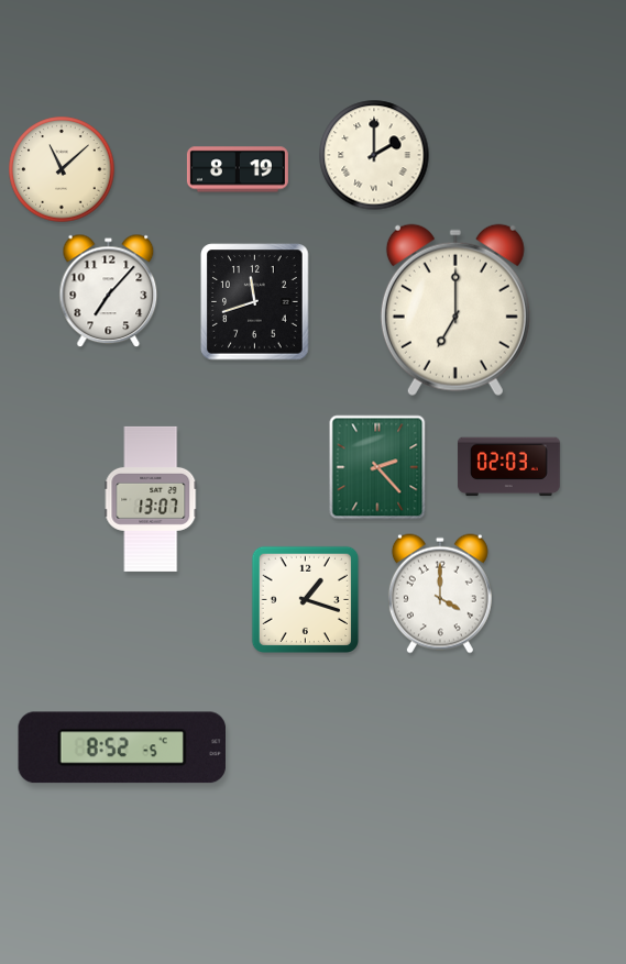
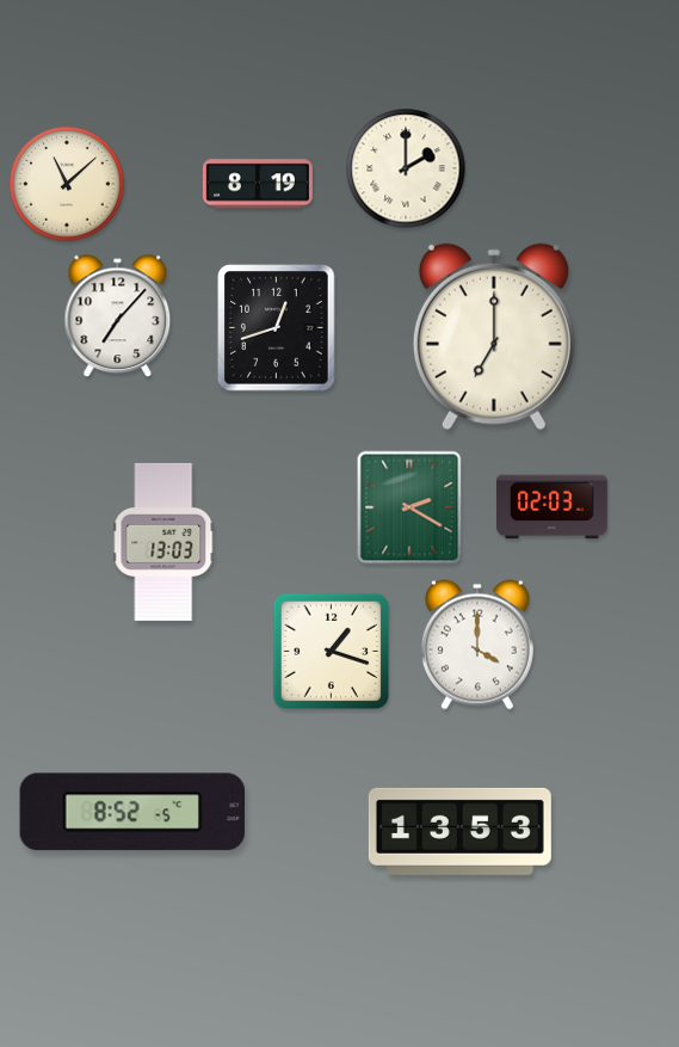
clock at (255, 302): 11:42 -> 12:42
clock at (377, 467): 2:23 -> 2:20
clock at (151, 499): 13:07 -> 13:03
clock at (459, 831): none -> 13:53
